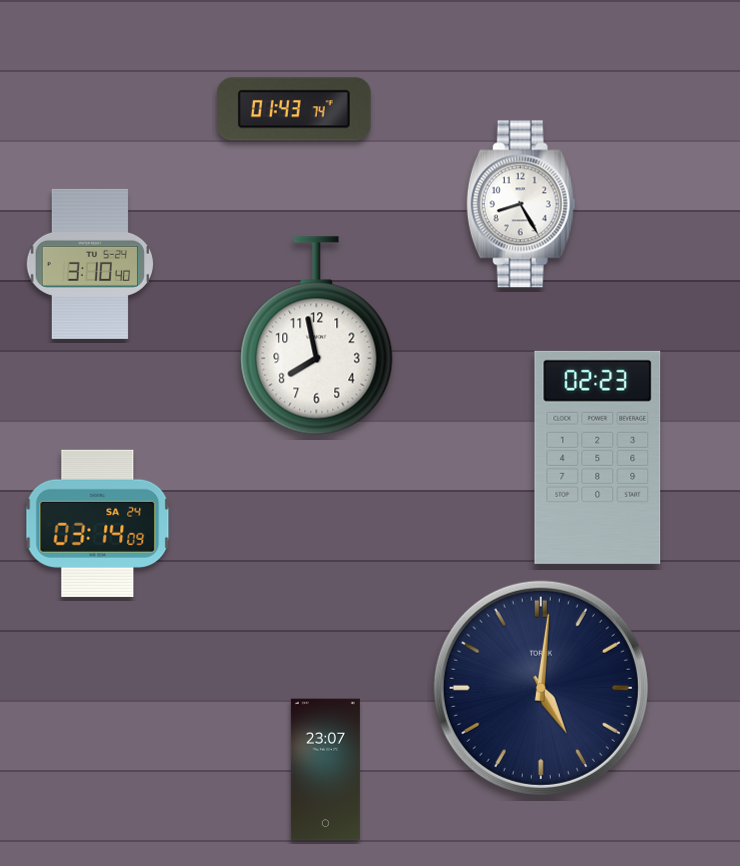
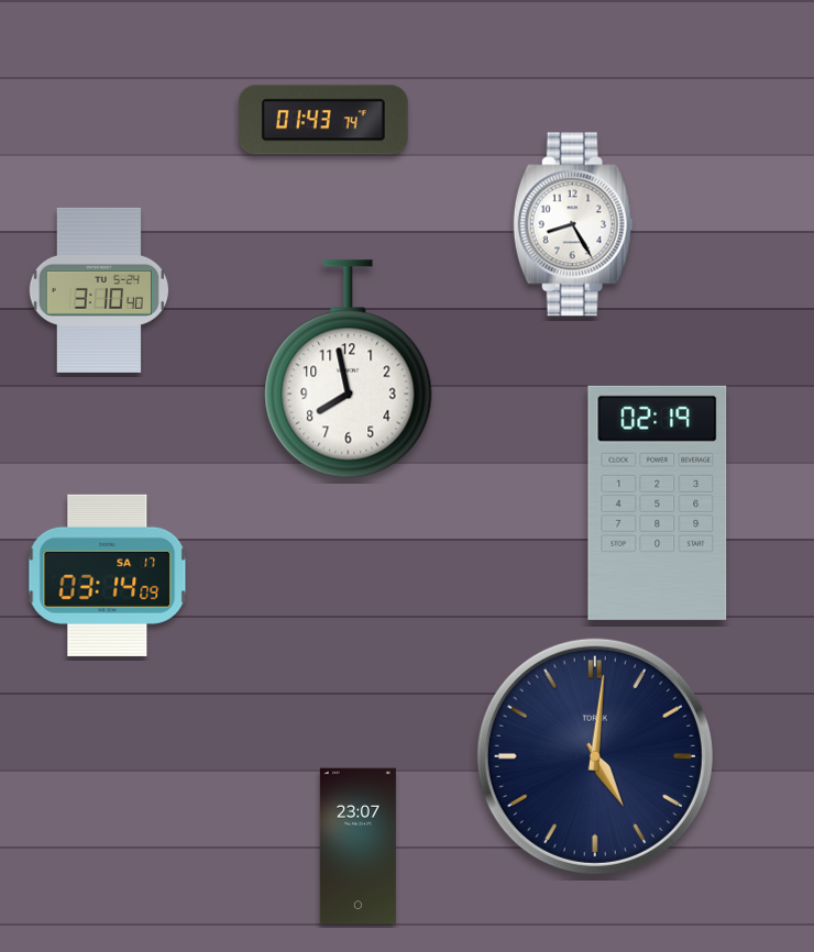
clock at (598, 457): 02:23 -> 02:19
clock at (98, 523) date: SA 24 -> SA 17
